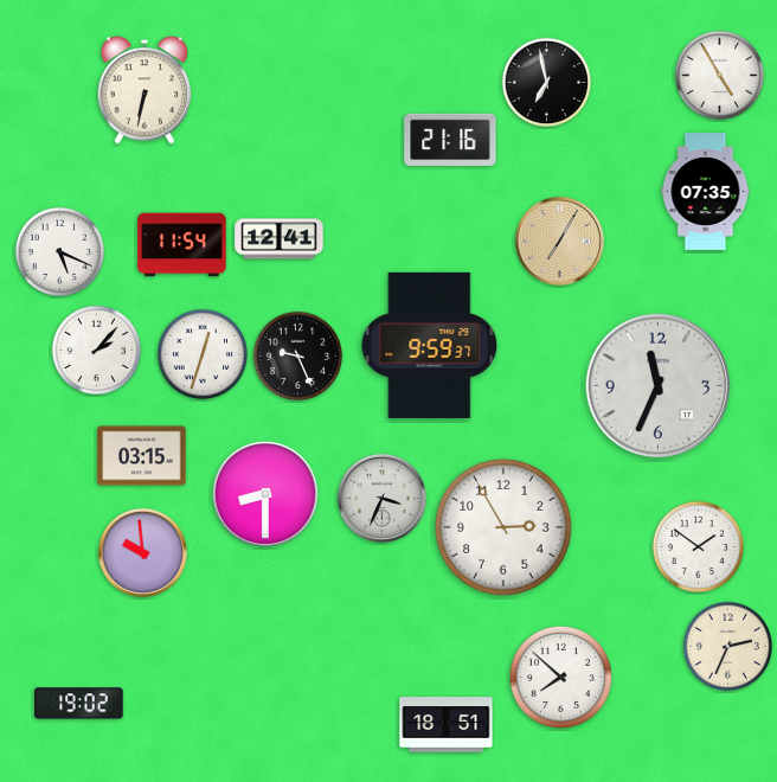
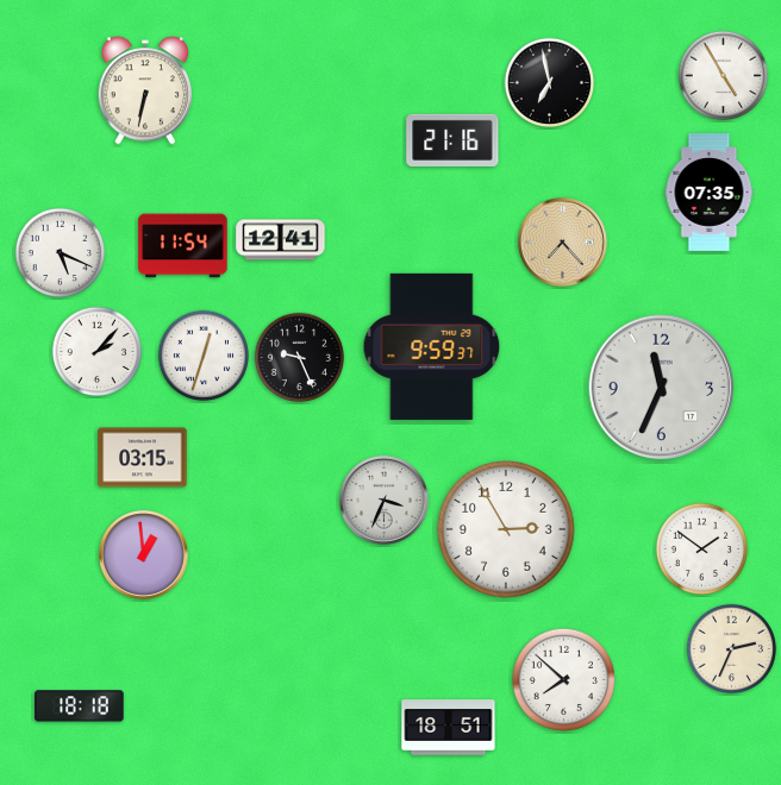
clock at (559, 241): 7:05 -> 7:23
clock at (265, 494): 8:30 -> none
clock at (142, 552): 9:59 -> 12:59
clock at (79, 704): 19:02 -> 18:18
